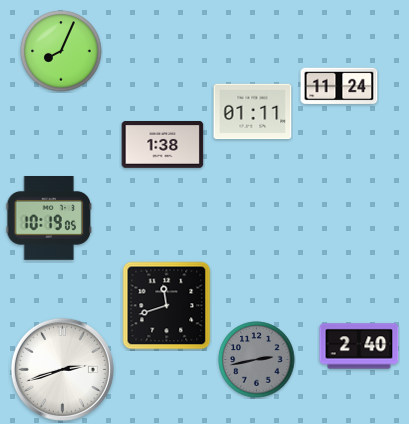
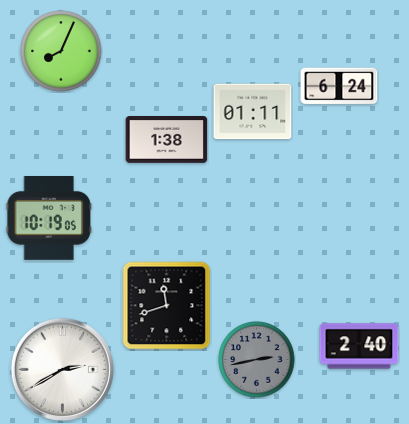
clock at (339, 86): 11:24 -> 6:24
clock at (163, 145) position: (163, 145) -> (167, 140)
clock at (62, 369): 2:42 -> 2:40
